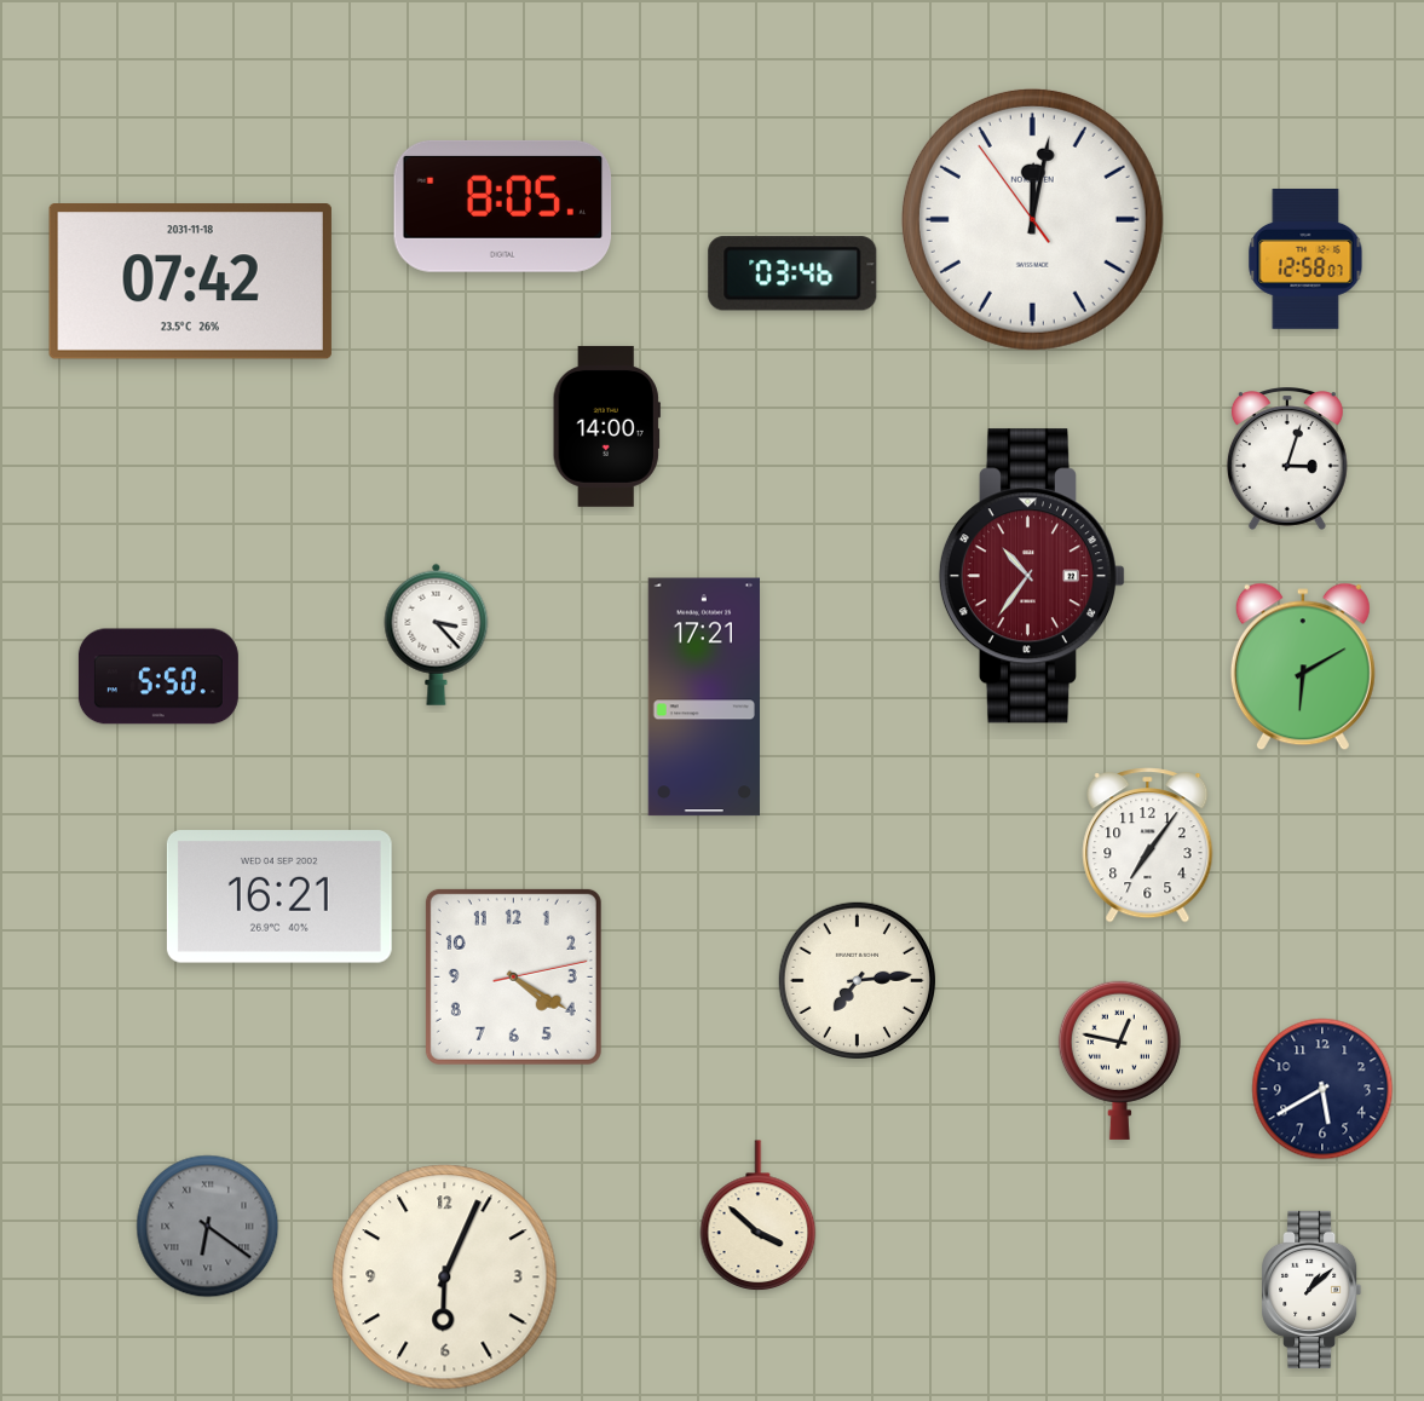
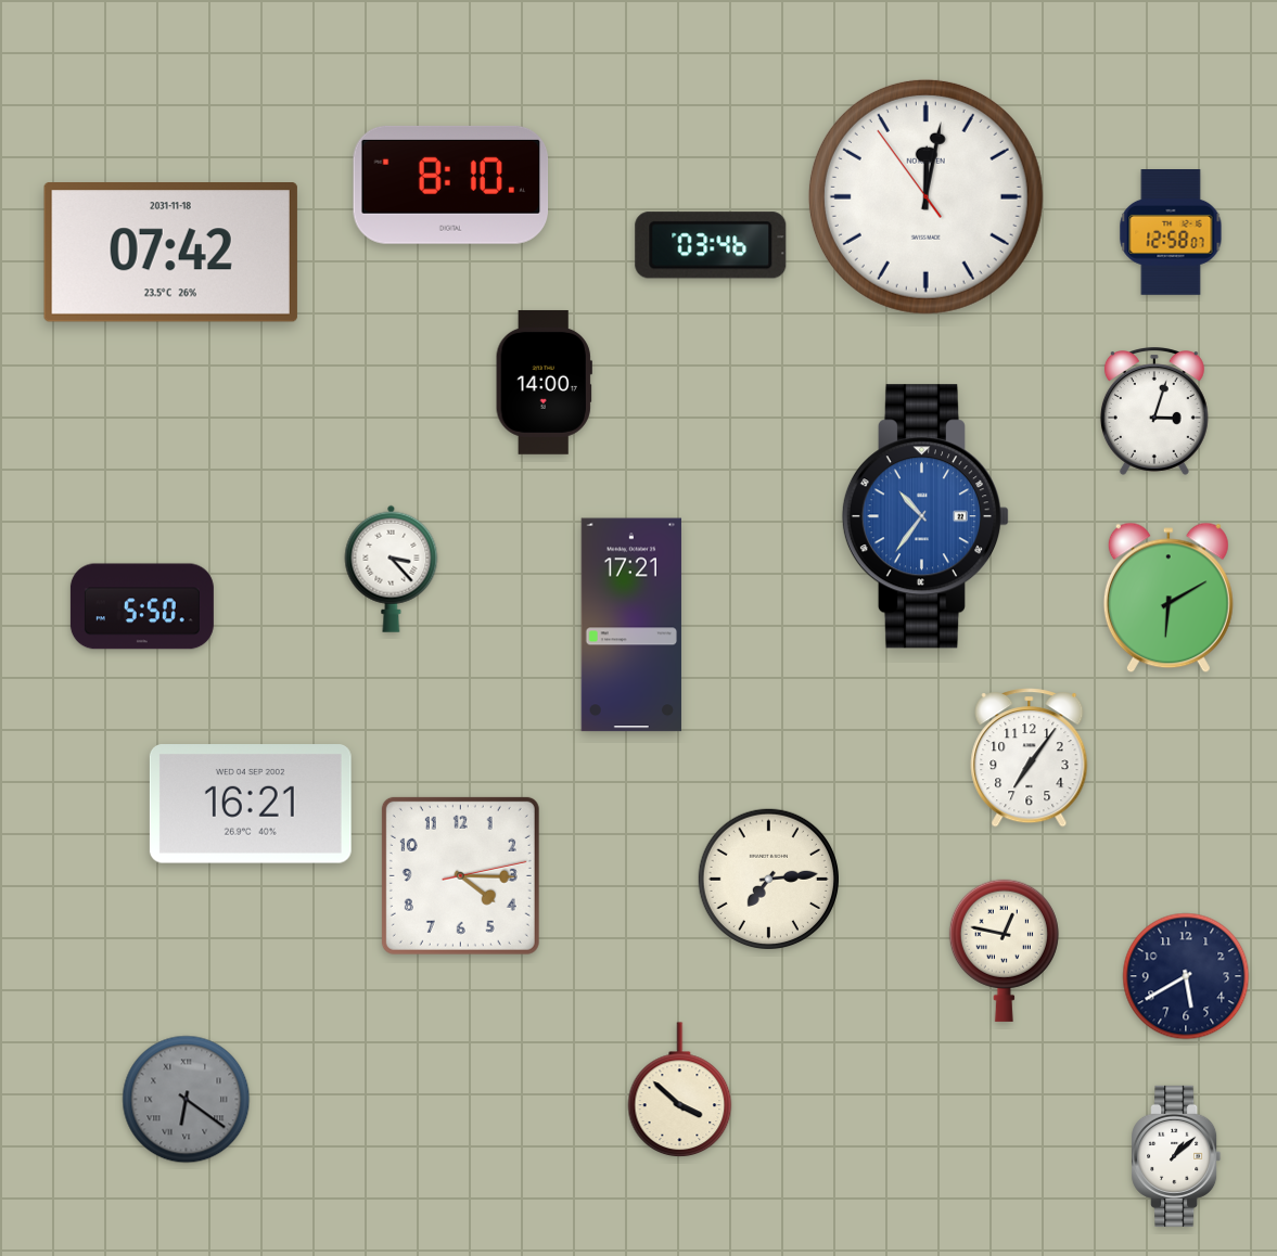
clock at (503, 206): 8:05 -> 8:10
clock at (1031, 576) dial: burgundy -> blue
clock at (513, 976): 4:20 -> 4:15
clock at (445, 1278): 6:04 -> none
